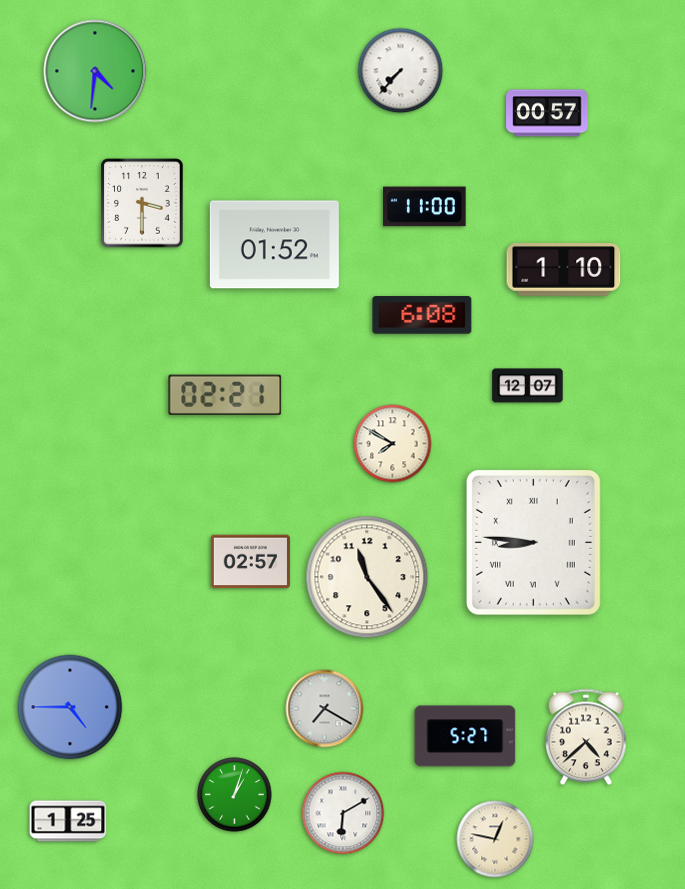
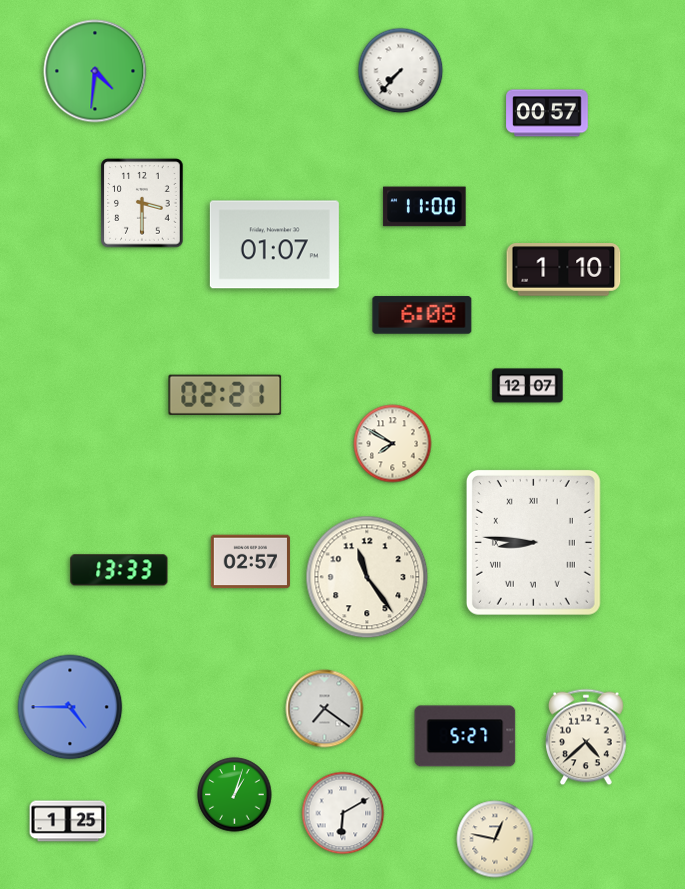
clock at (274, 245): 01:52 -> 01:07
clock at (119, 570): none -> 13:33
clock at (325, 709): 7:20 -> 7:21
